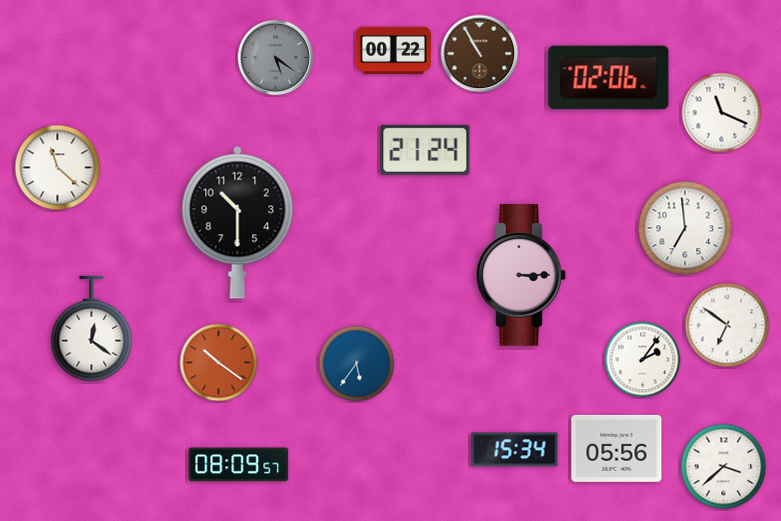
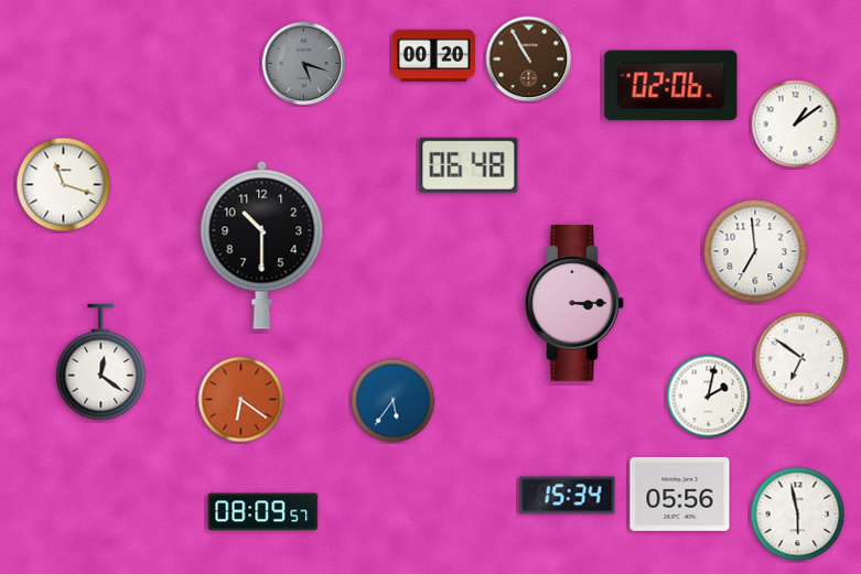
clock at (393, 51): 00:22 -> 00:20
clock at (276, 58): 5:21 -> 5:18
clock at (722, 113): 11:19 -> 1:09
clock at (425, 150): 21:24 -> 06:48
clock at (58, 168): 11:22 -> 11:18
clock at (643, 360): 2:06 -> 2:02
clock at (219, 363): 10:21 -> 6:21
clock at (724, 467): 3:38 -> 5:58
